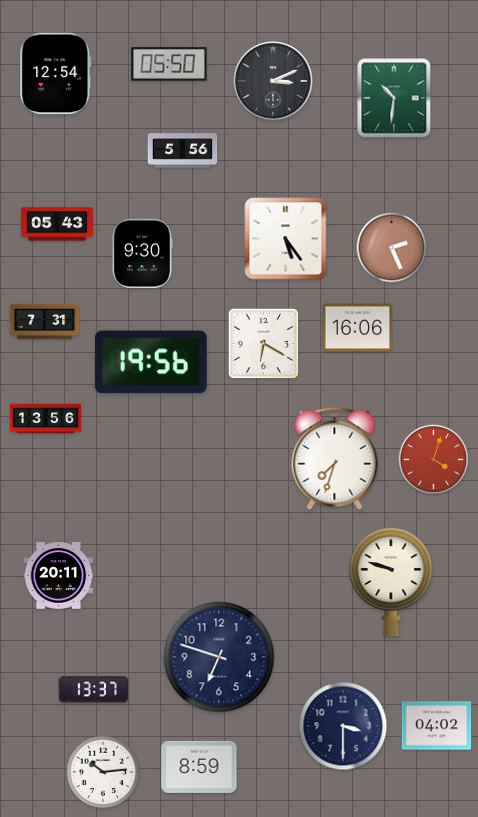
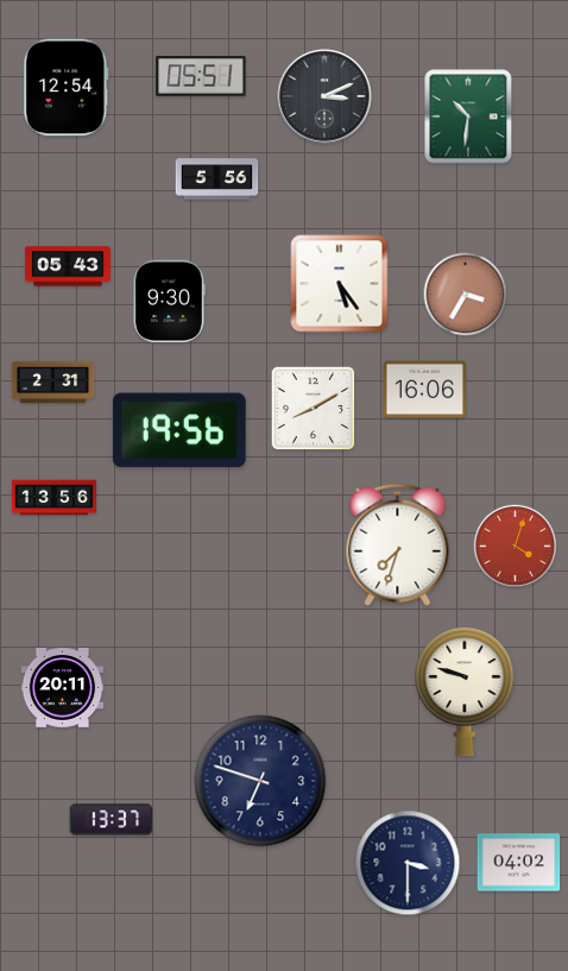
clock at (169, 64): 05:50 -> 05:51
clock at (392, 248): 2:26 -> 3:35
clock at (45, 322): 7:31 -> 2:31
clock at (264, 344): 6:20 -> 8:10
clock at (59, 576) position: (59, 576) -> (63, 688)
clock at (199, 767): 8:59 -> none
clock at (103, 772): 10:14 -> none
